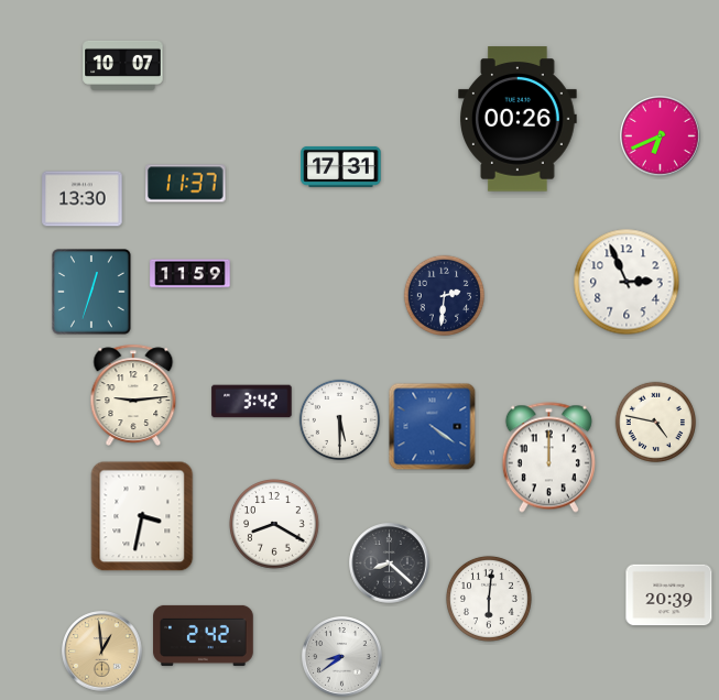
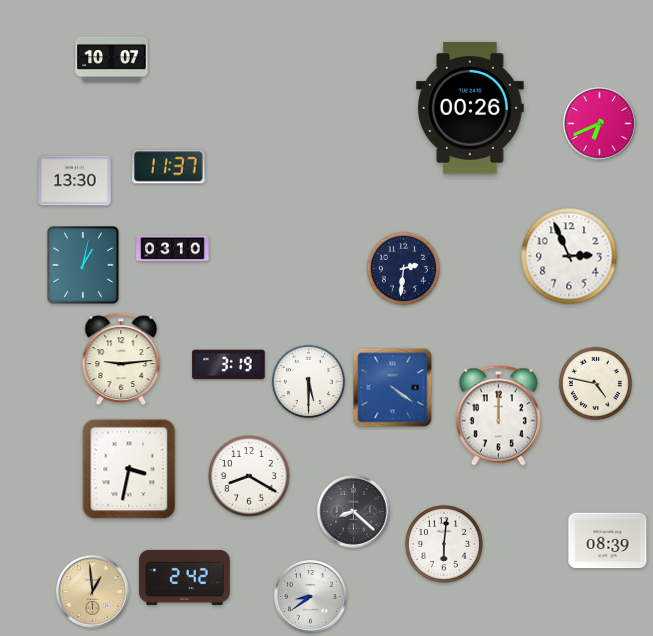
clock at (341, 167): 17:31 -> none
clock at (190, 274): 11:59 -> 03:10
clock at (92, 293): 12:33 -> 1:02
clock at (252, 402): 3:42 -> 3:19
clock at (669, 595): 20:39 -> 08:39
